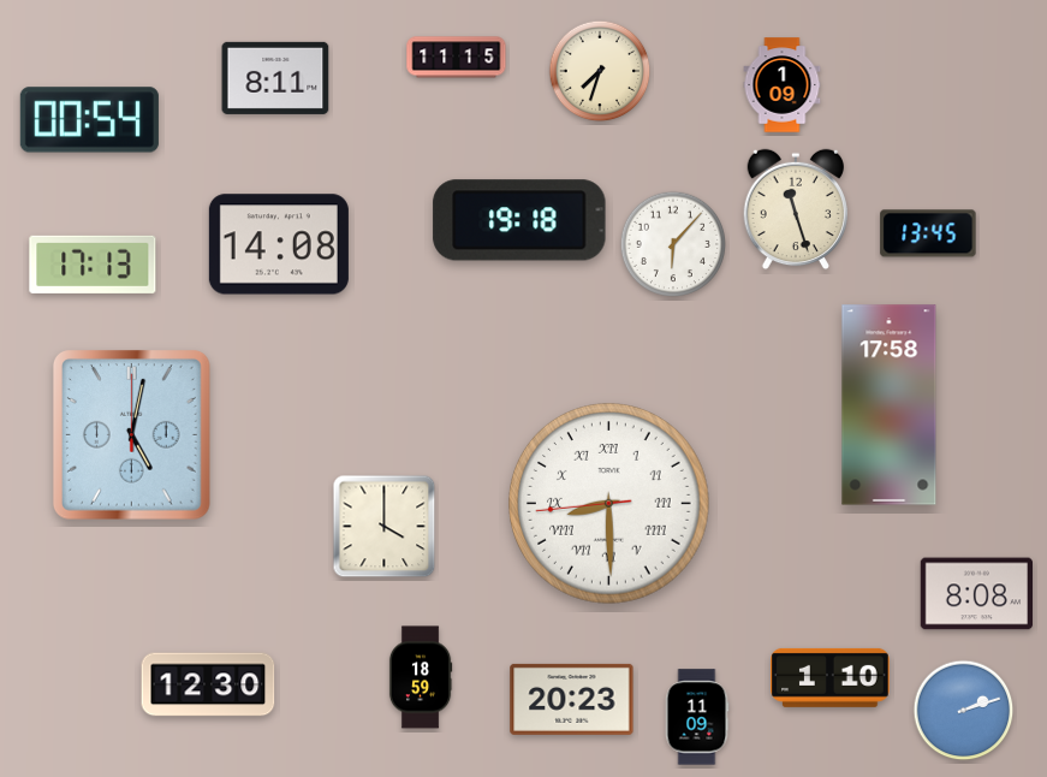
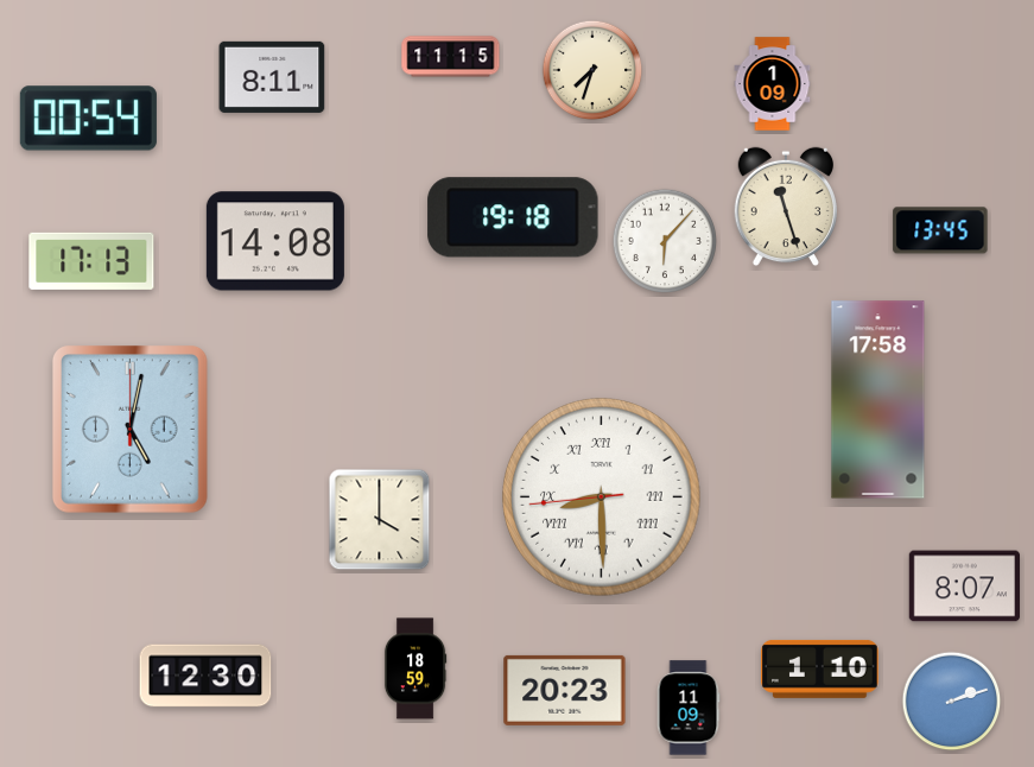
clock at (928, 233) position: (928, 233) -> (940, 230)
clock at (976, 594): 8:08 -> 8:07
